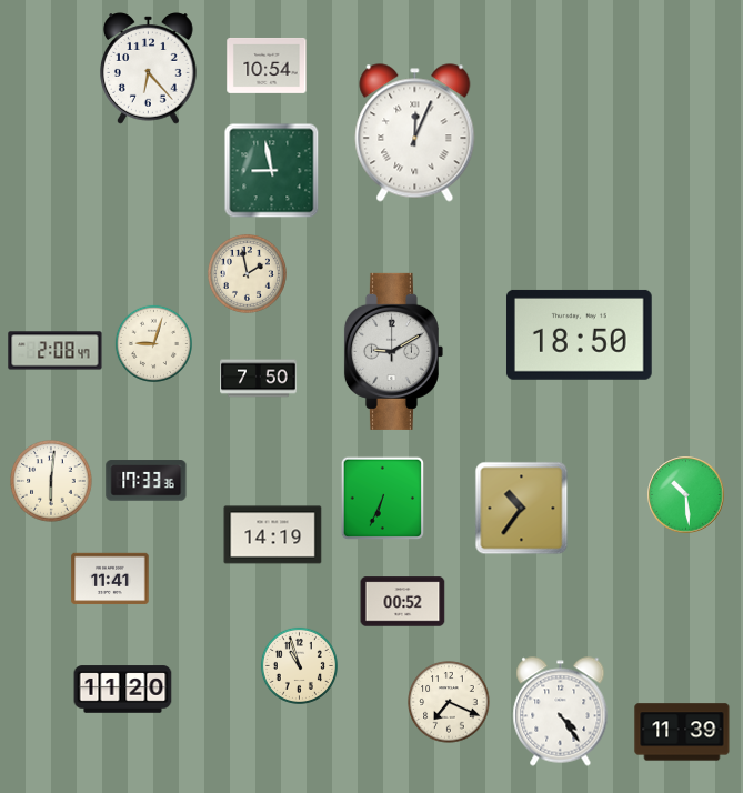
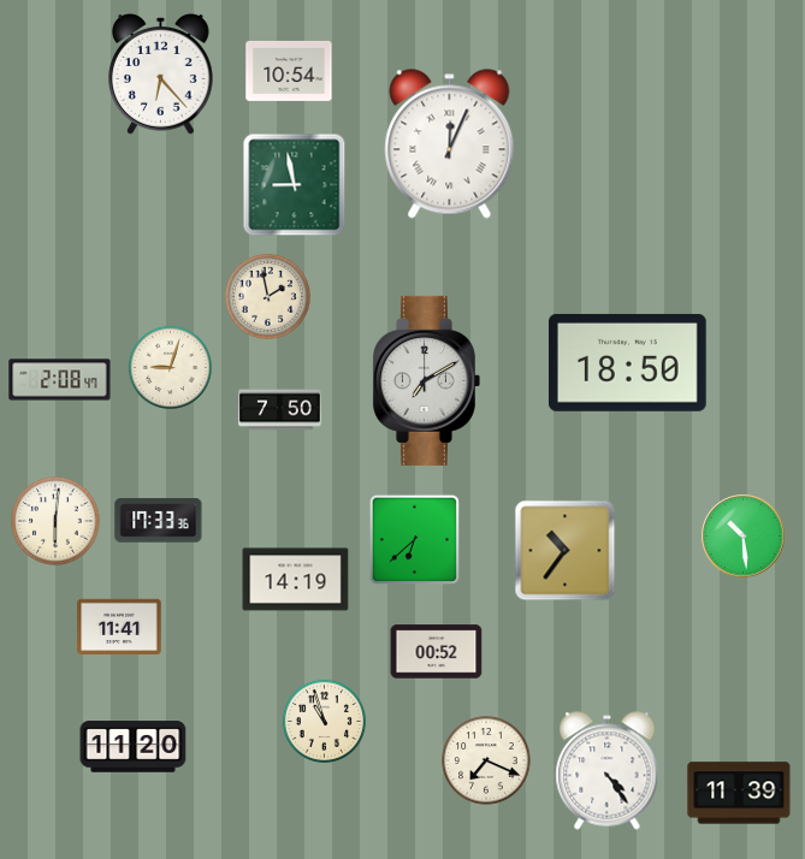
clock at (153, 343) position: (153, 343) -> (170, 367)
clock at (393, 351): 9:10 -> 7:10
clock at (382, 498): 6:34 -> 6:38
